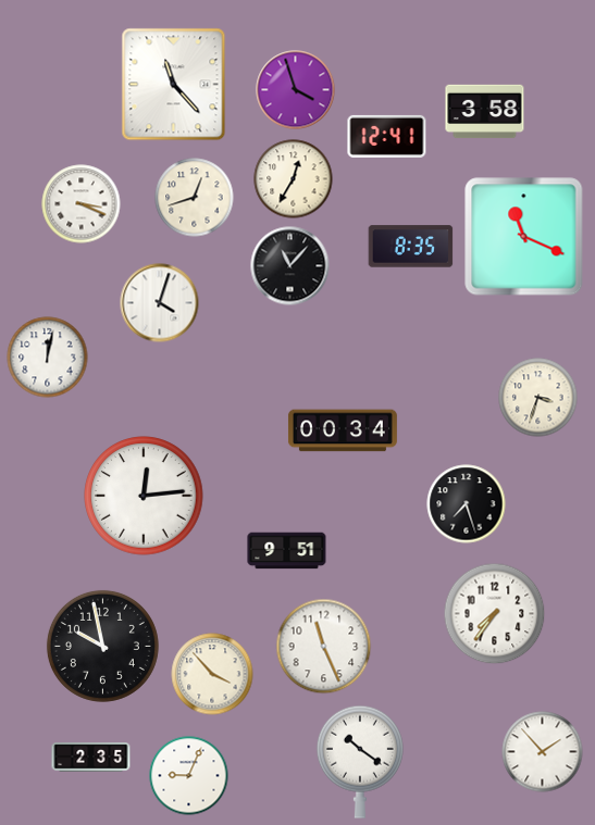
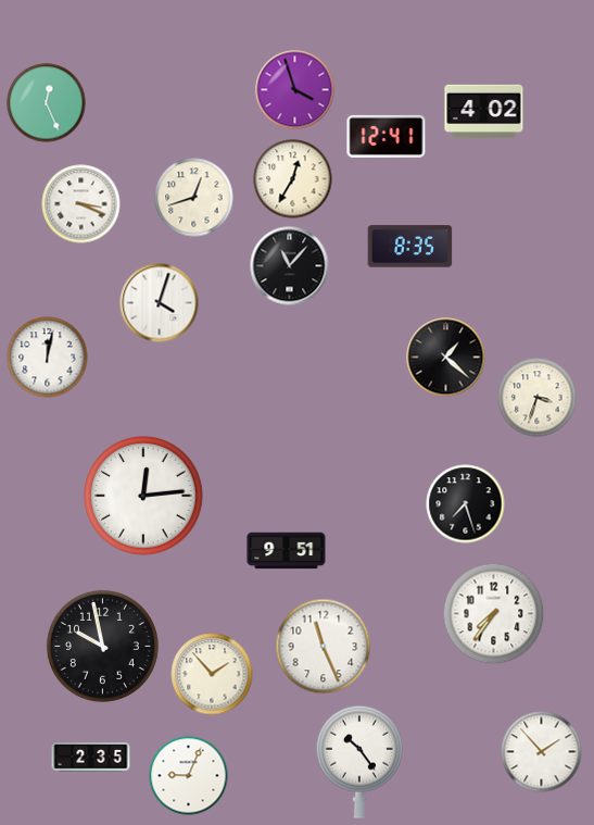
clock at (174, 85): 11:23 -> none
clock at (47, 103): none -> 12:26
clock at (485, 112): 3:58 -> 4:02
clock at (524, 237): 11:19 -> none
clock at (446, 358): none -> 1:22
clock at (343, 430): 00:34 -> none
clock at (212, 674): 3:53 -> 1:53
clock at (360, 762): 10:21 -> 10:24
